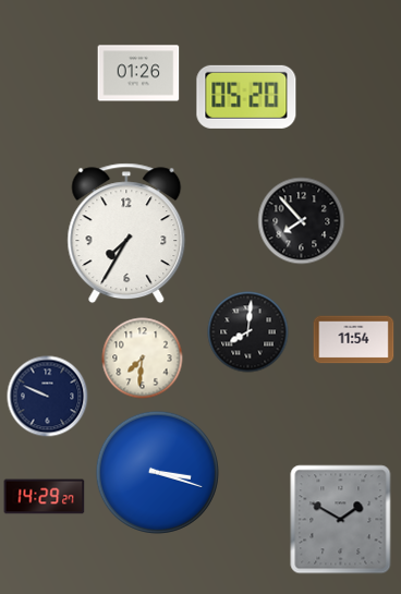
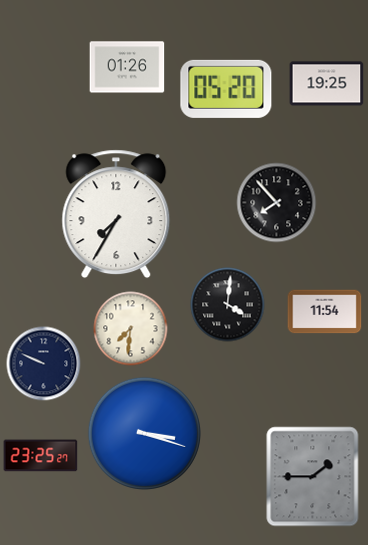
clock at (327, 84): none -> 19:25
clock at (248, 332): 8:01 -> 4:01
clock at (45, 497): 14:29 -> 23:25
clock at (341, 520): 1:50 -> 1:45
